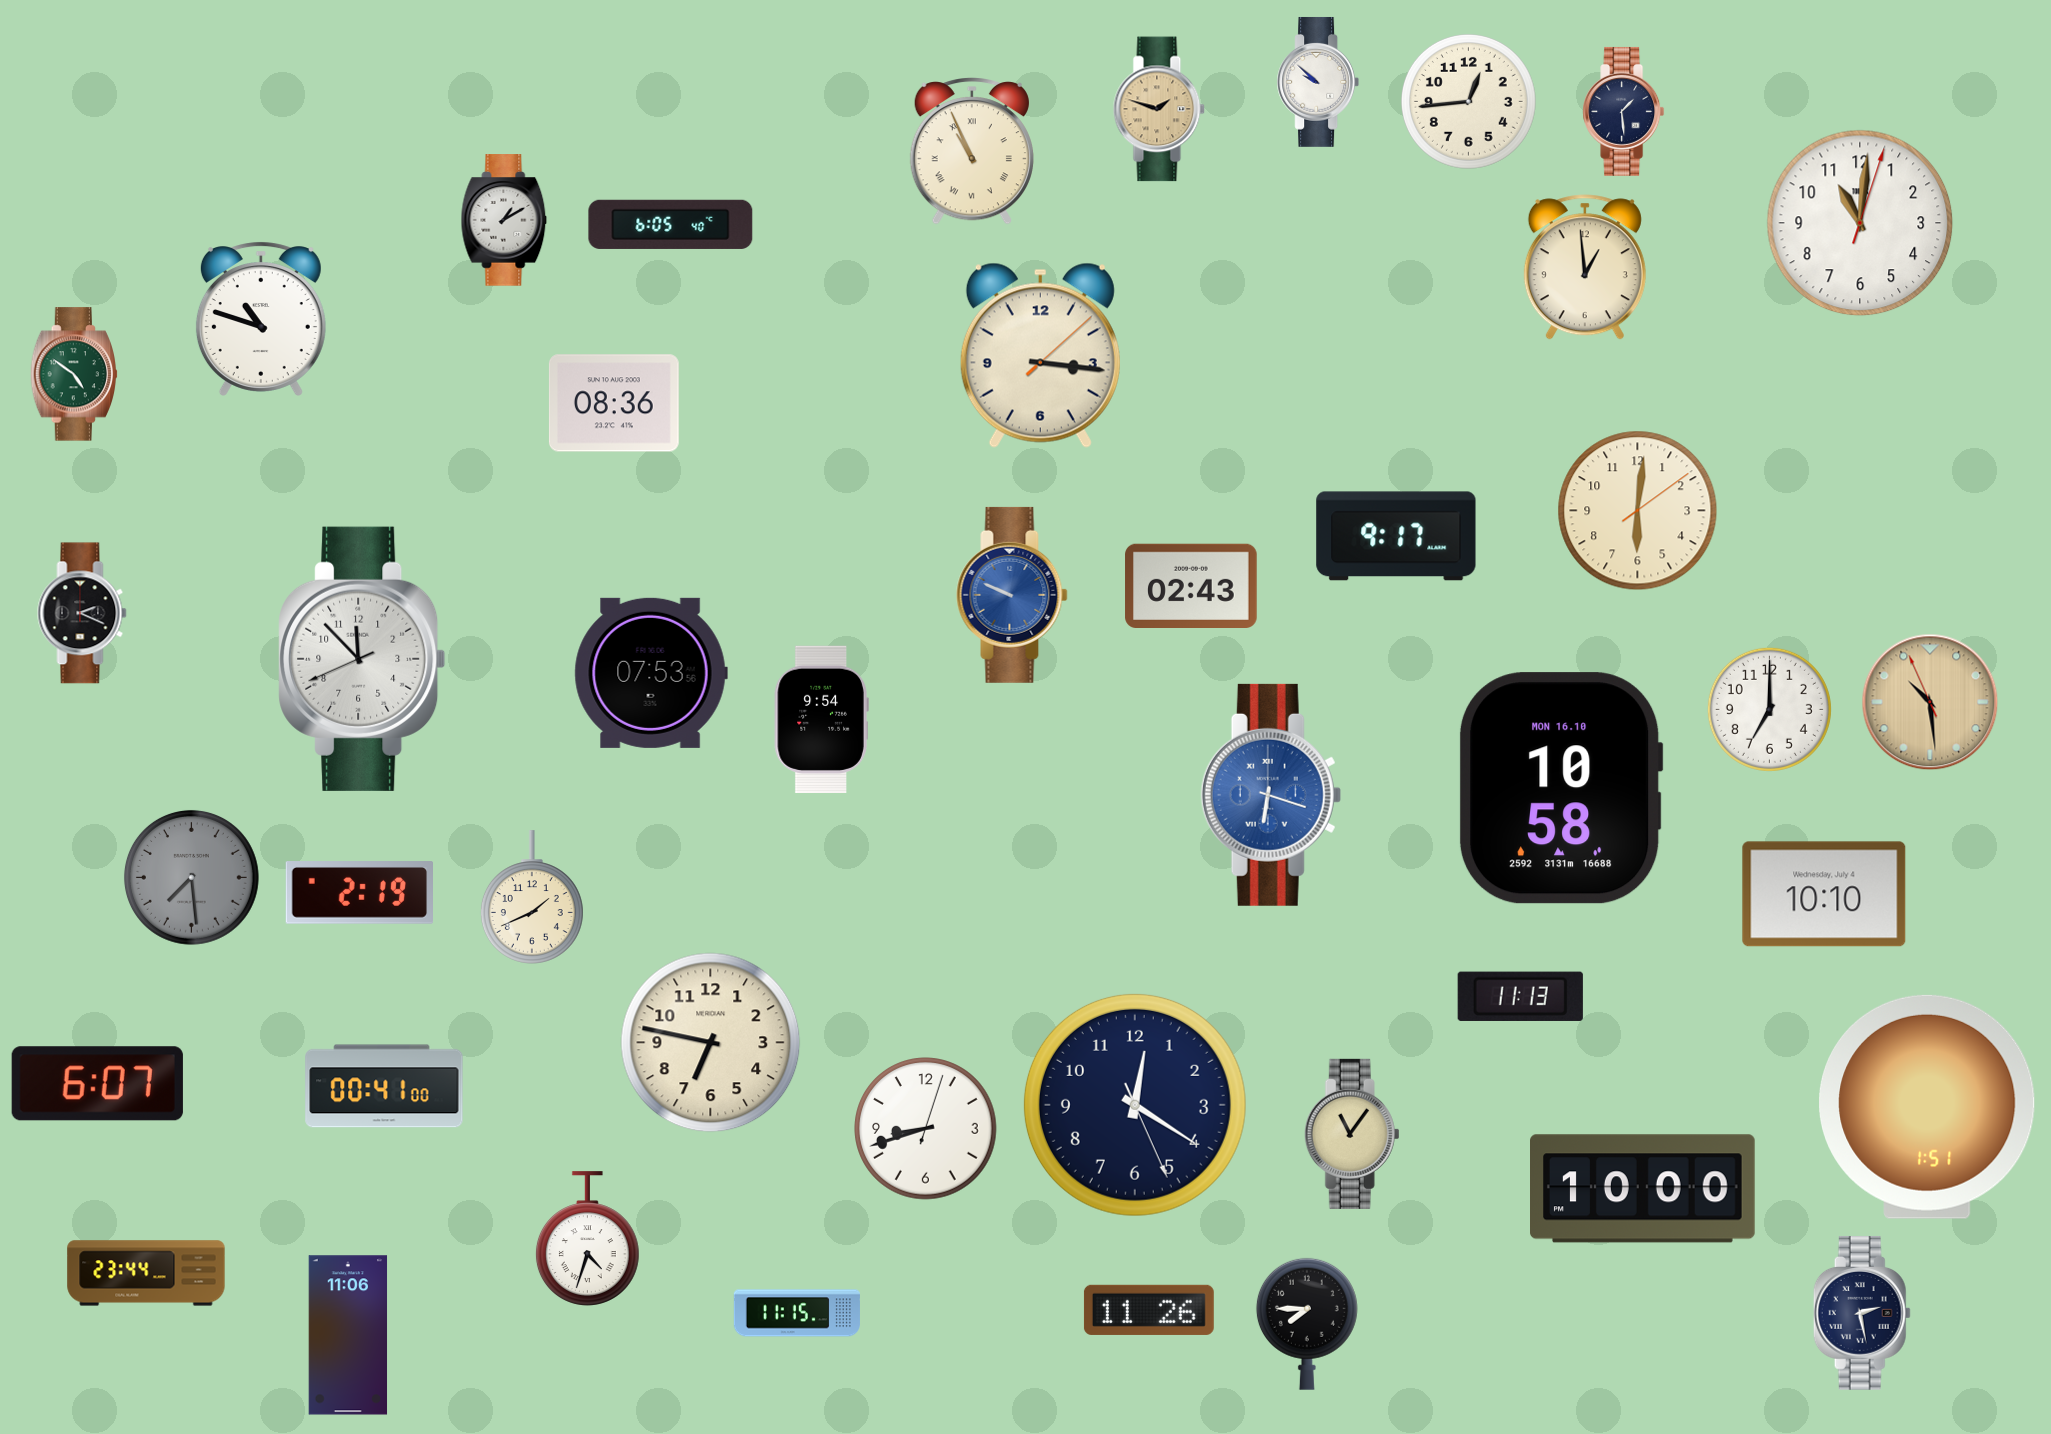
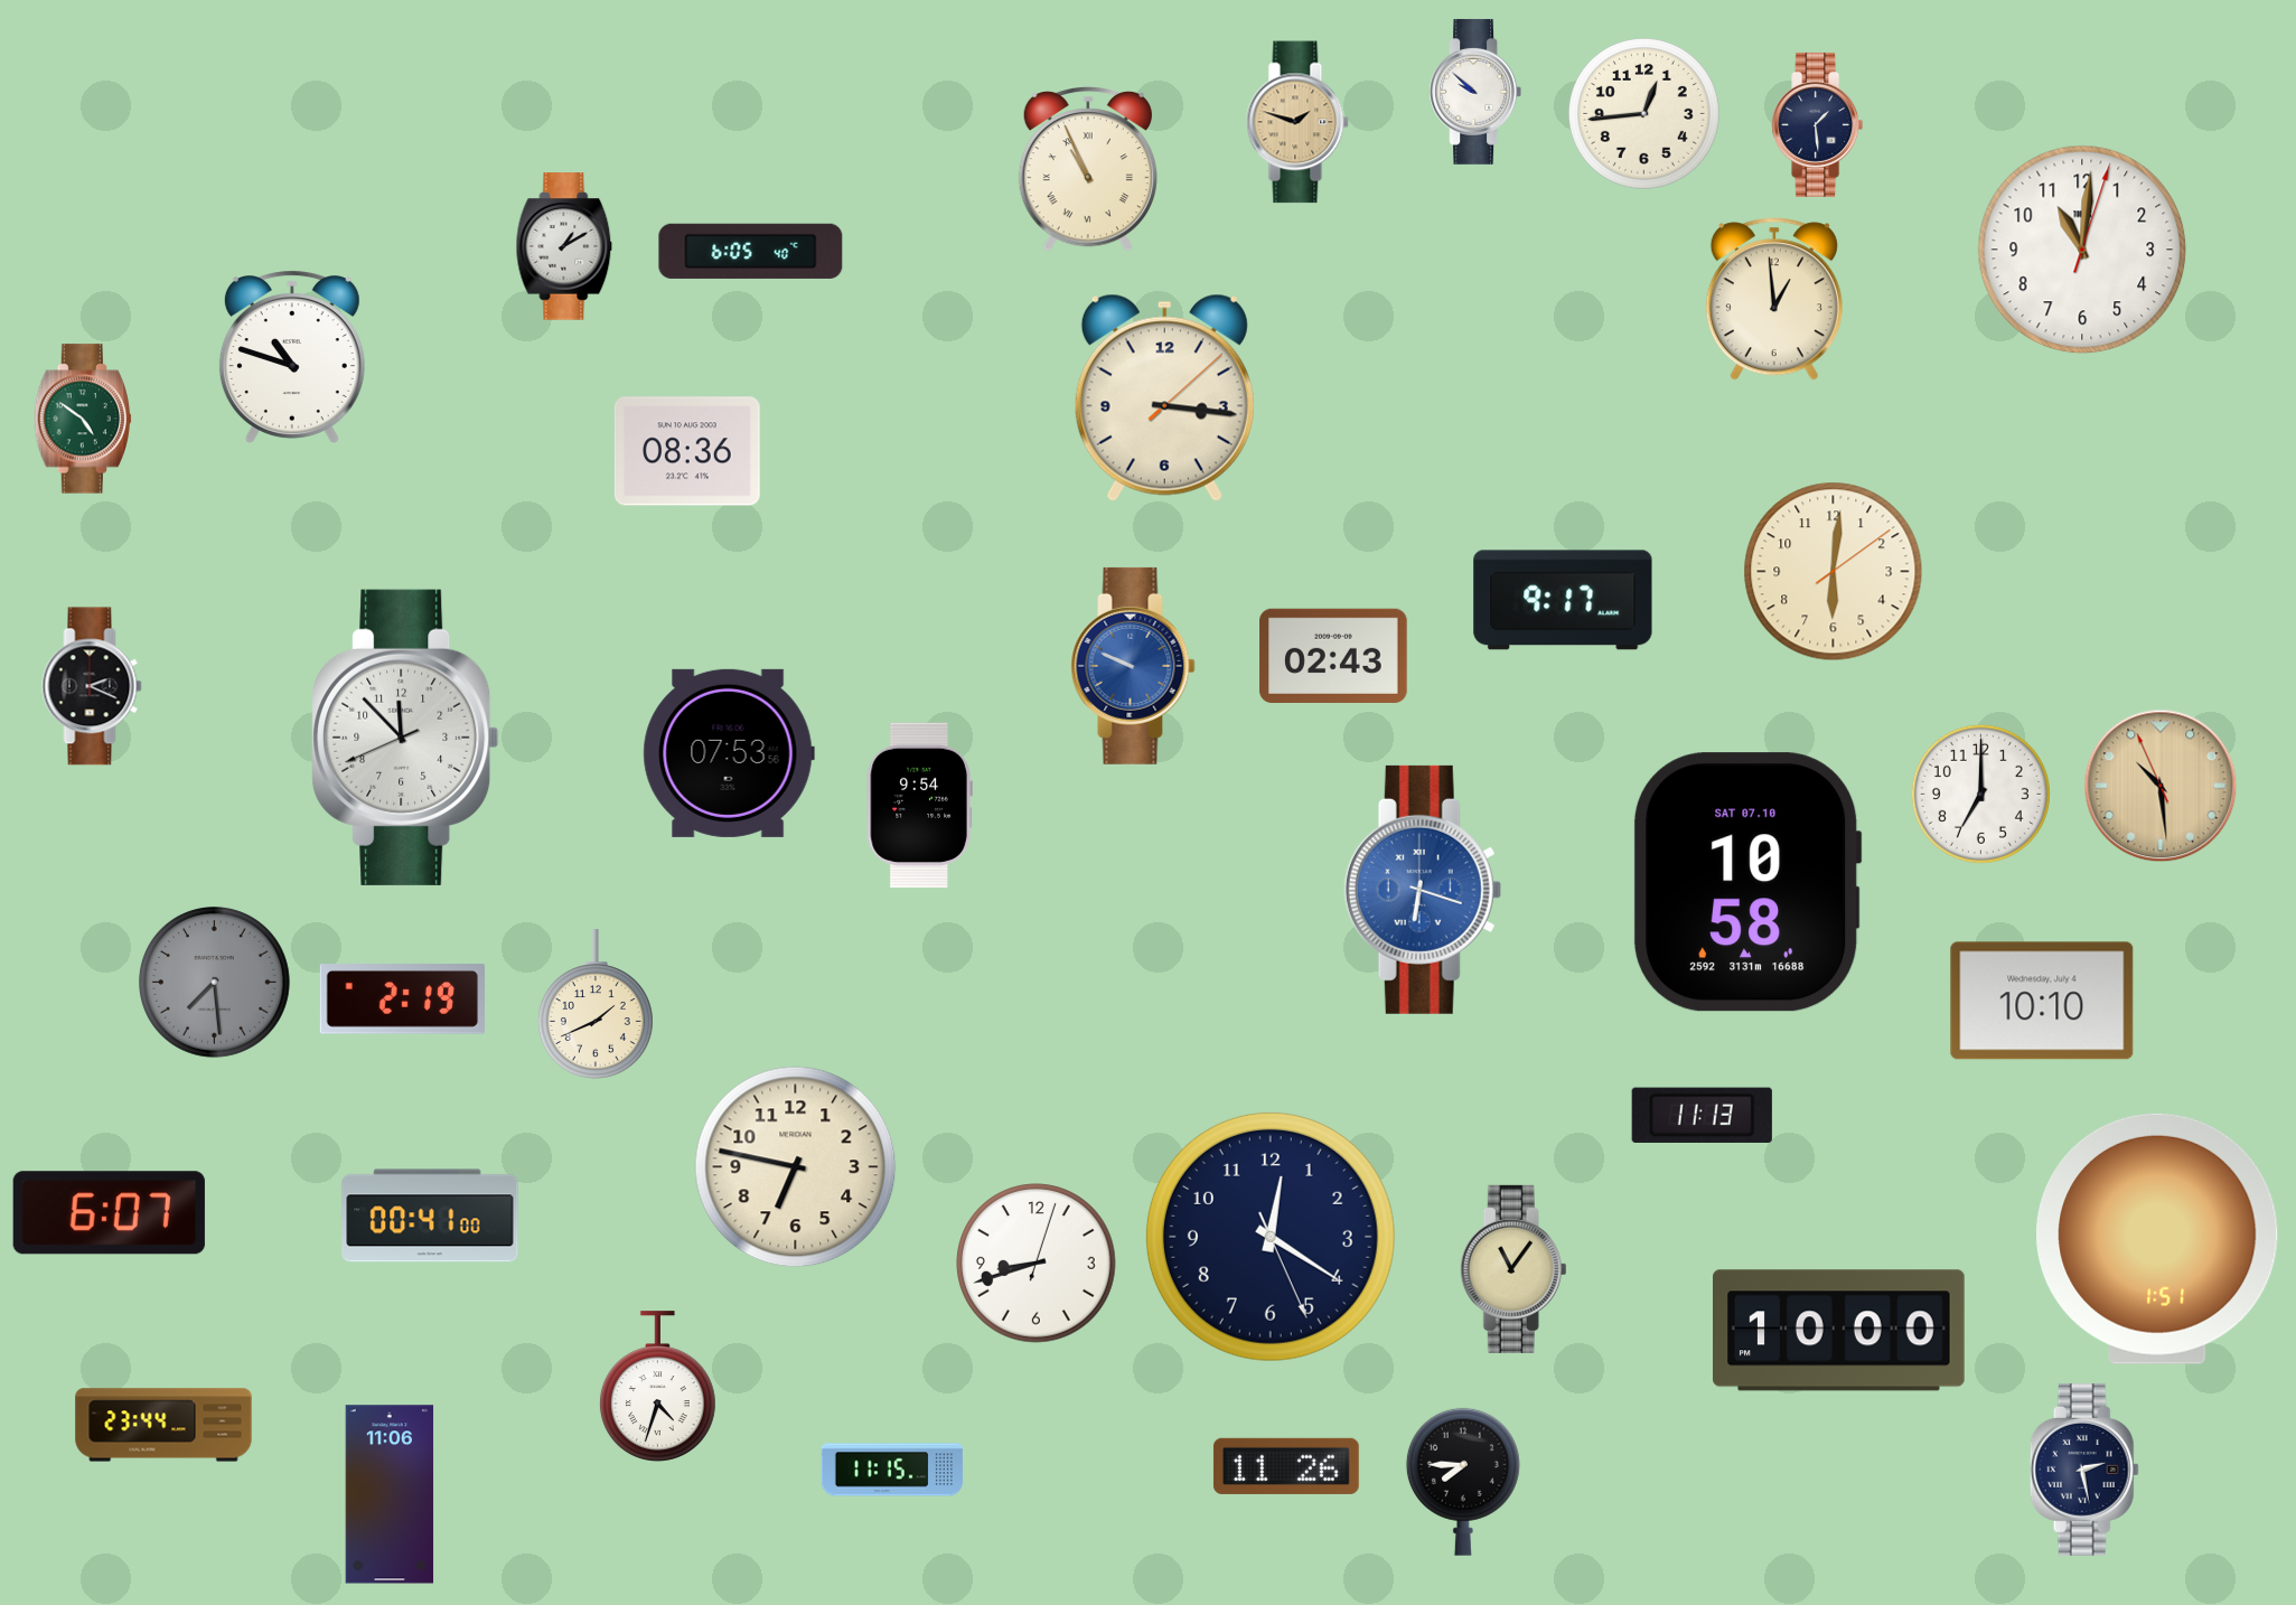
clock at (1561, 788) date: MON 16.10 -> SAT 07.10
